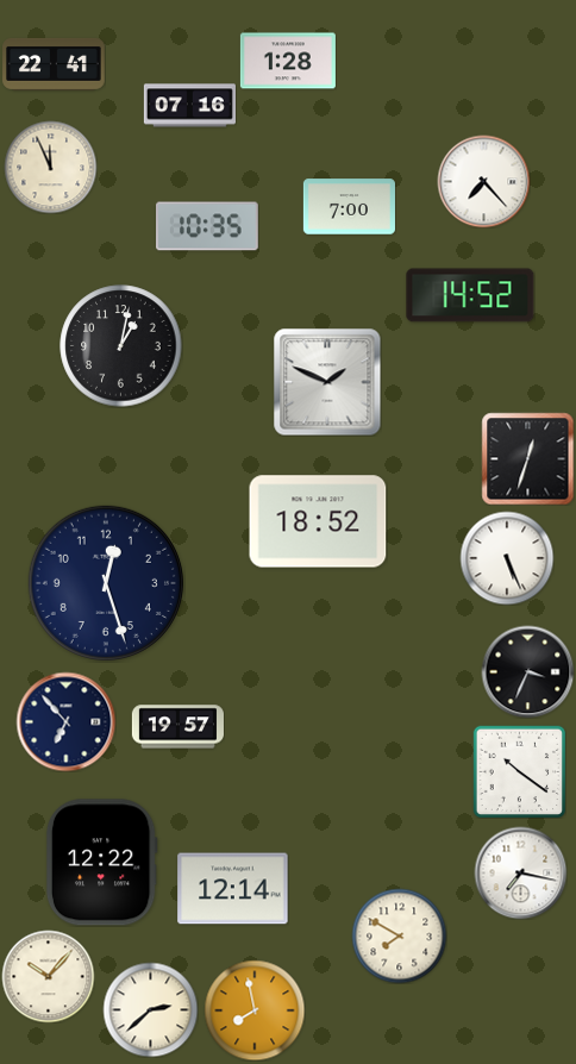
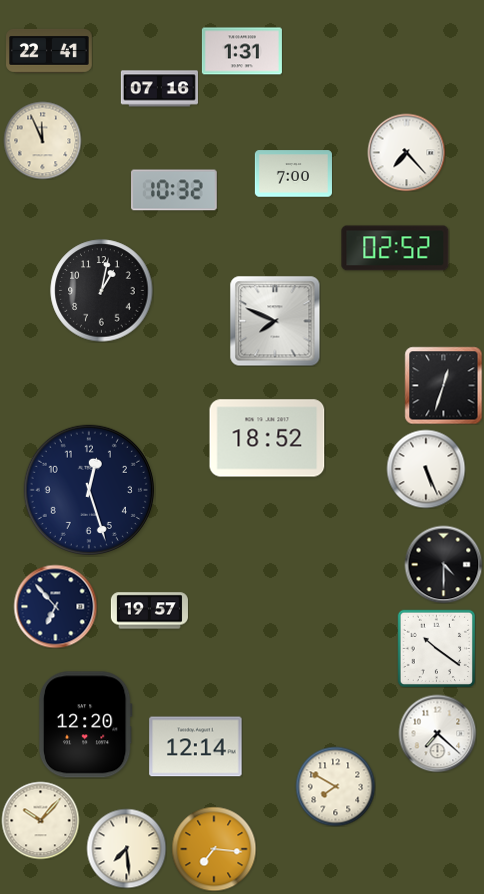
clock at (288, 61): 1:28 -> 1:31
clock at (54, 64) position: (54, 64) -> (49, 51)
clock at (208, 226): 10:35 -> 10:32
clock at (470, 295): 14:52 -> 02:52
clock at (327, 382): 1:49 -> 7:49
clock at (527, 671): 3:34 -> 4:30
clock at (101, 863): 12:22 -> 12:20
clock at (520, 872): 7:17 -> 7:22
clock at (150, 1009): 2:38 -> 7:29
clock at (255, 1010): 7:58 -> 7:16
